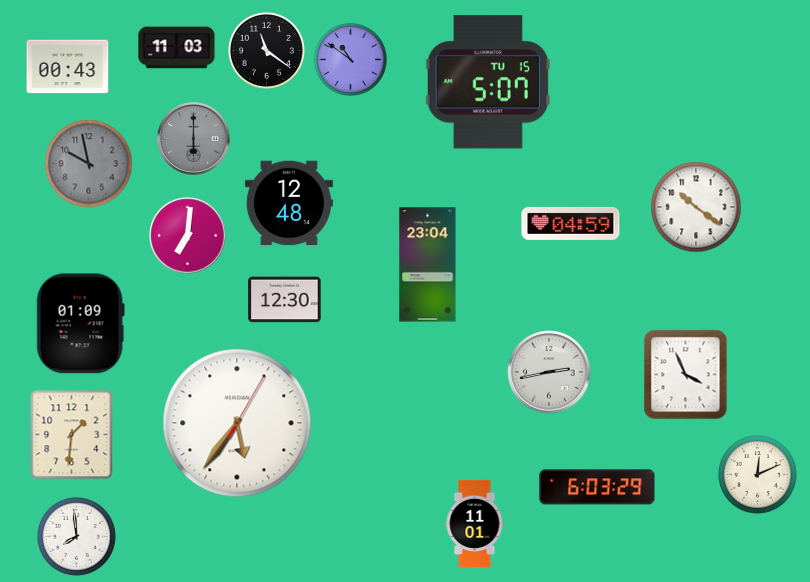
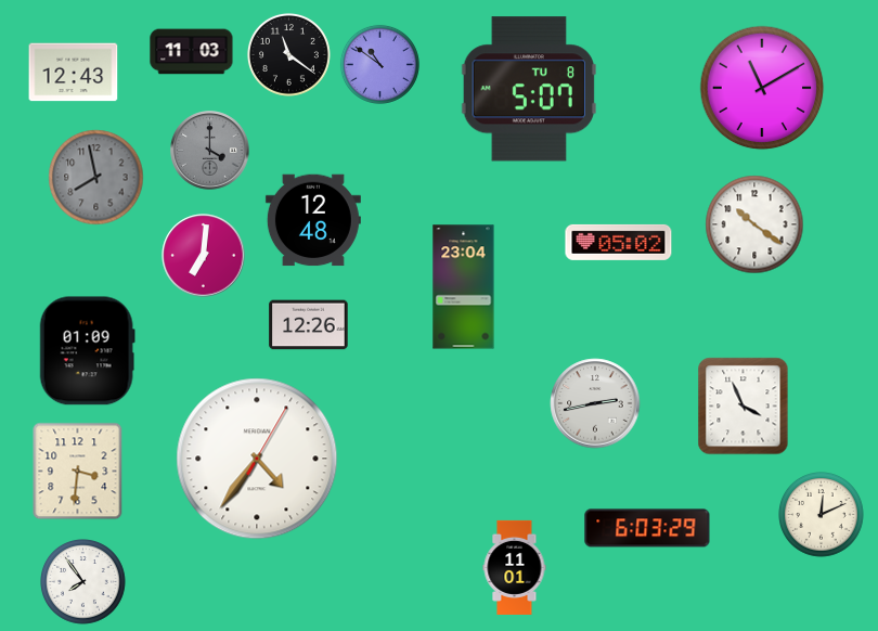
clock at (68, 67): 00:43 -> 12:43
clock at (762, 88): none -> 11:10
clock at (488, 82) date: TU 15 -> TU 8
clock at (194, 139): 6:00 -> 4:00
clock at (89, 164): 9:58 -> 7:58
clock at (571, 223): 04:59 -> 05:02
clock at (285, 300): 12:30 -> 12:26
clock at (237, 423): 5:36 -> 4:36
clock at (72, 435): 1:31 -> 3:31
clock at (77, 537): 7:59 -> 7:54
